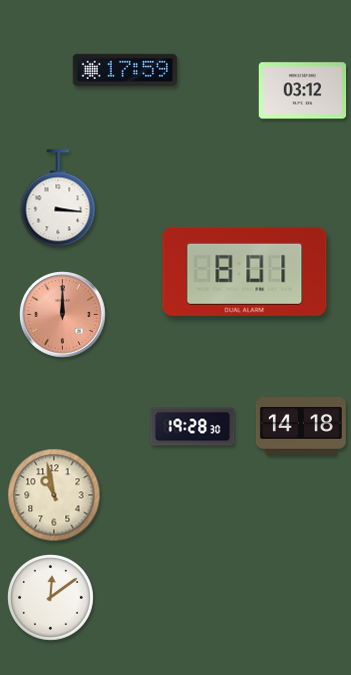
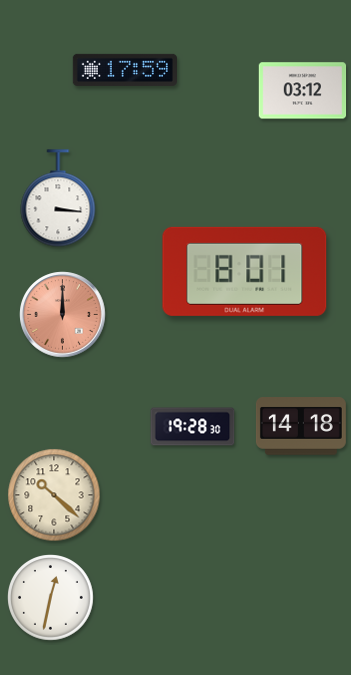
clock at (54, 495): 10:58 -> 10:22
clock at (51, 598): 12:09 -> 12:32
